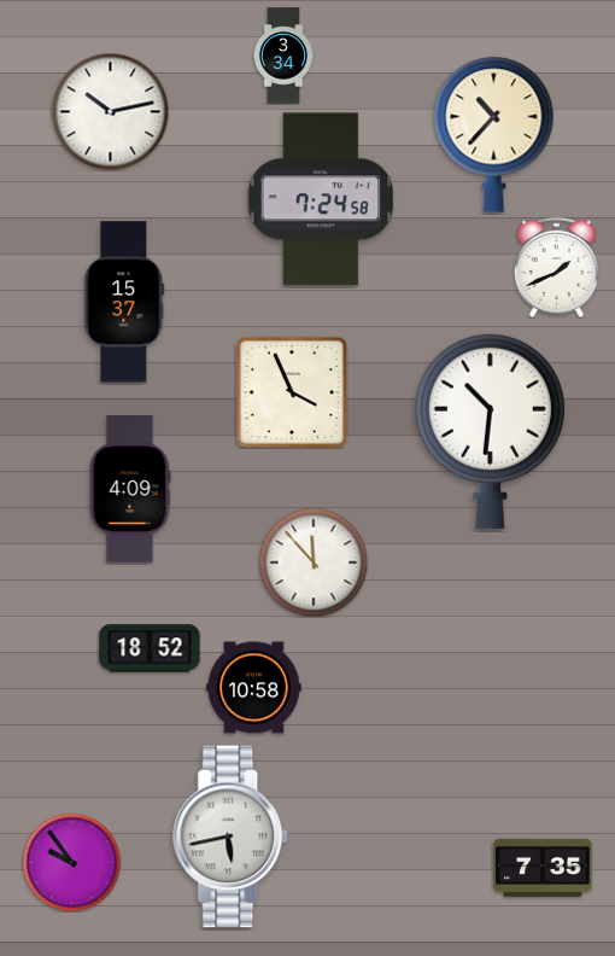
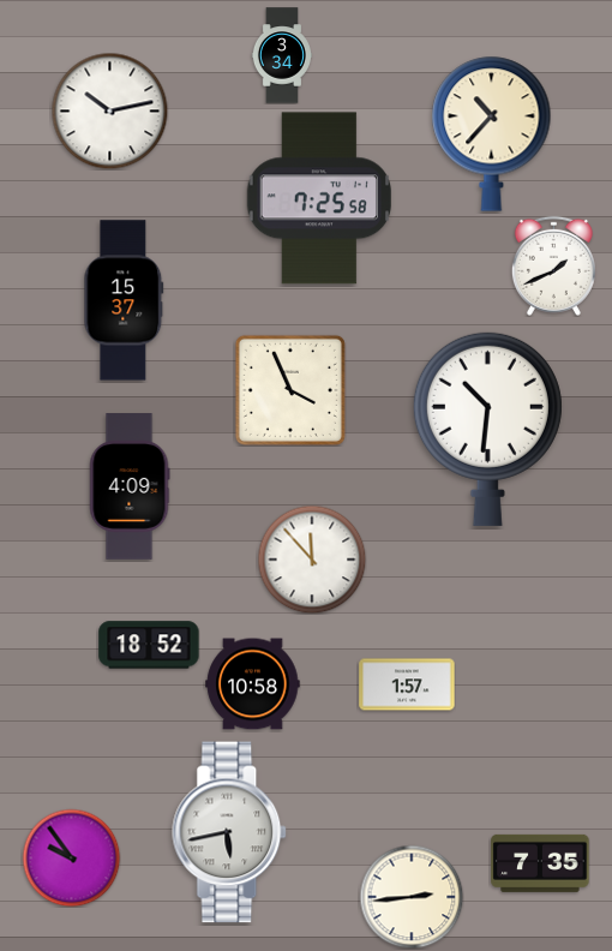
clock at (320, 199): 7:24 -> 7:25
clock at (407, 684): none -> 1:57
clock at (412, 897): none -> 2:44
